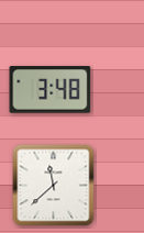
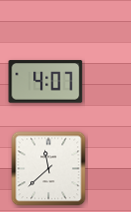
clock at (51, 90): 3:48 -> 4:07
